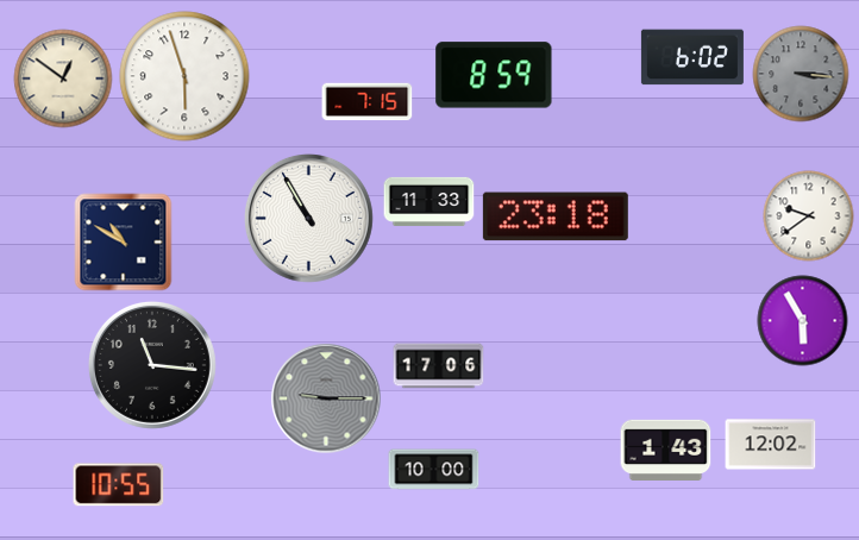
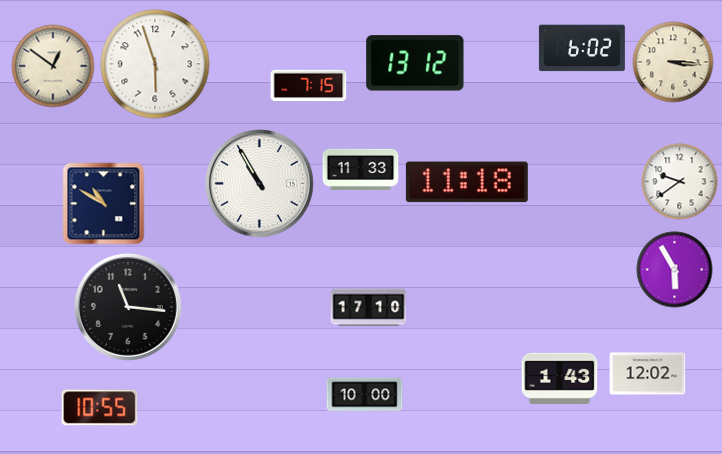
clock at (801, 74) dial: grey -> cream
clock at (494, 75): 8:59 -> 13:12
clock at (556, 216): 23:18 -> 11:18
clock at (439, 366): 17:06 -> 17:10
clock at (326, 398): 9:15 -> none
